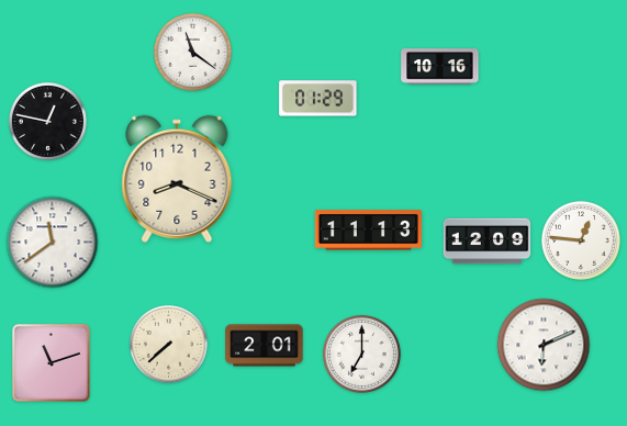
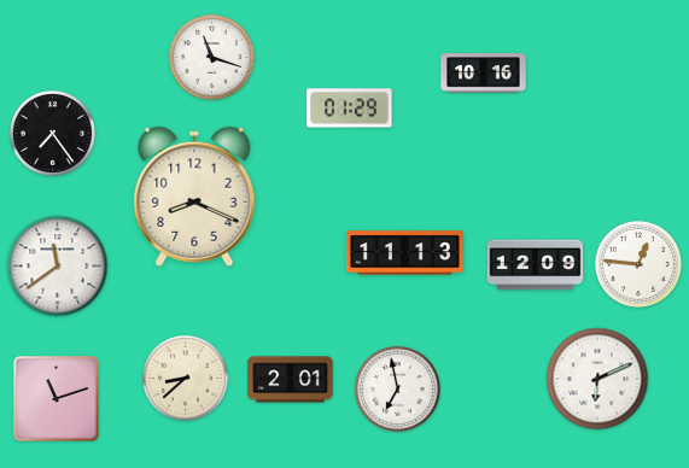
clock at (192, 52): 11:21 -> 11:18
clock at (47, 121): 12:47 -> 7:24
clock at (168, 344): 7:38 -> 8:38
clock at (361, 354): 7:00 -> 6:58
